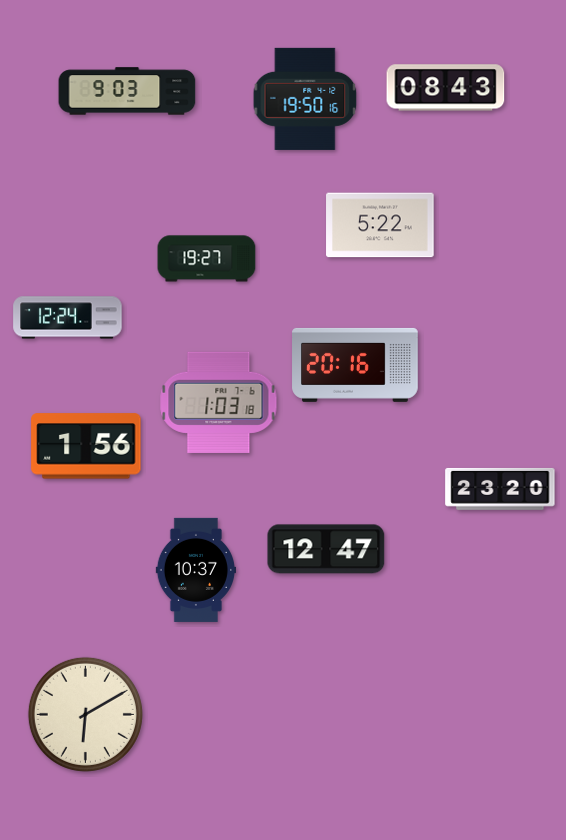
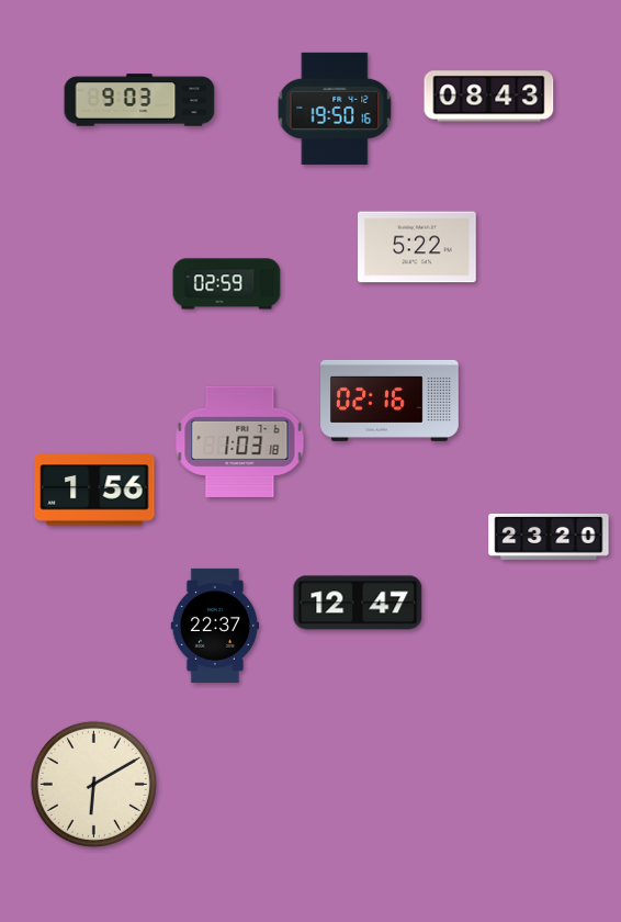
clock at (207, 259): 19:27 -> 02:59
clock at (68, 318): 12:24 -> none
clock at (355, 365): 20:16 -> 02:16
clock at (195, 570): 10:37 -> 22:37
